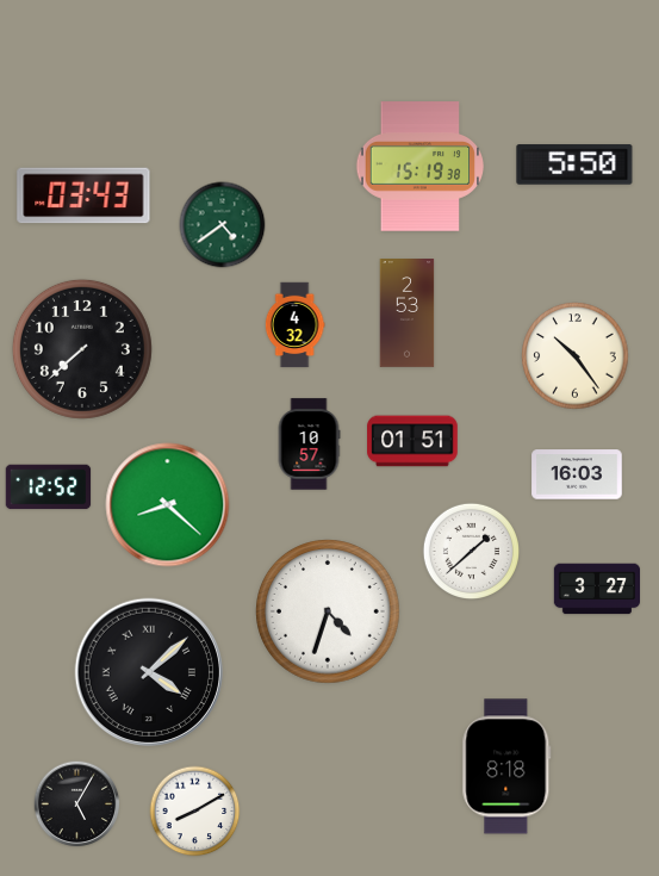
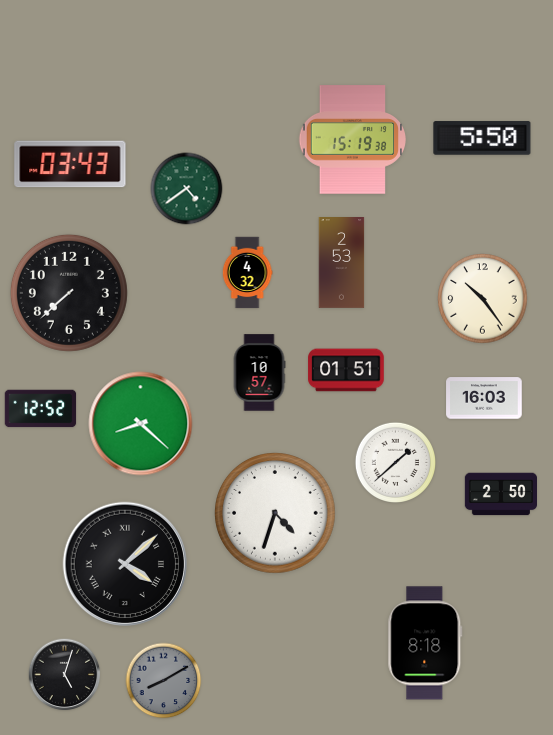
clock at (596, 589): 3:27 -> 2:50
clock at (77, 804): 5:05 -> 5:03
clock at (195, 812) dial: white -> grey
